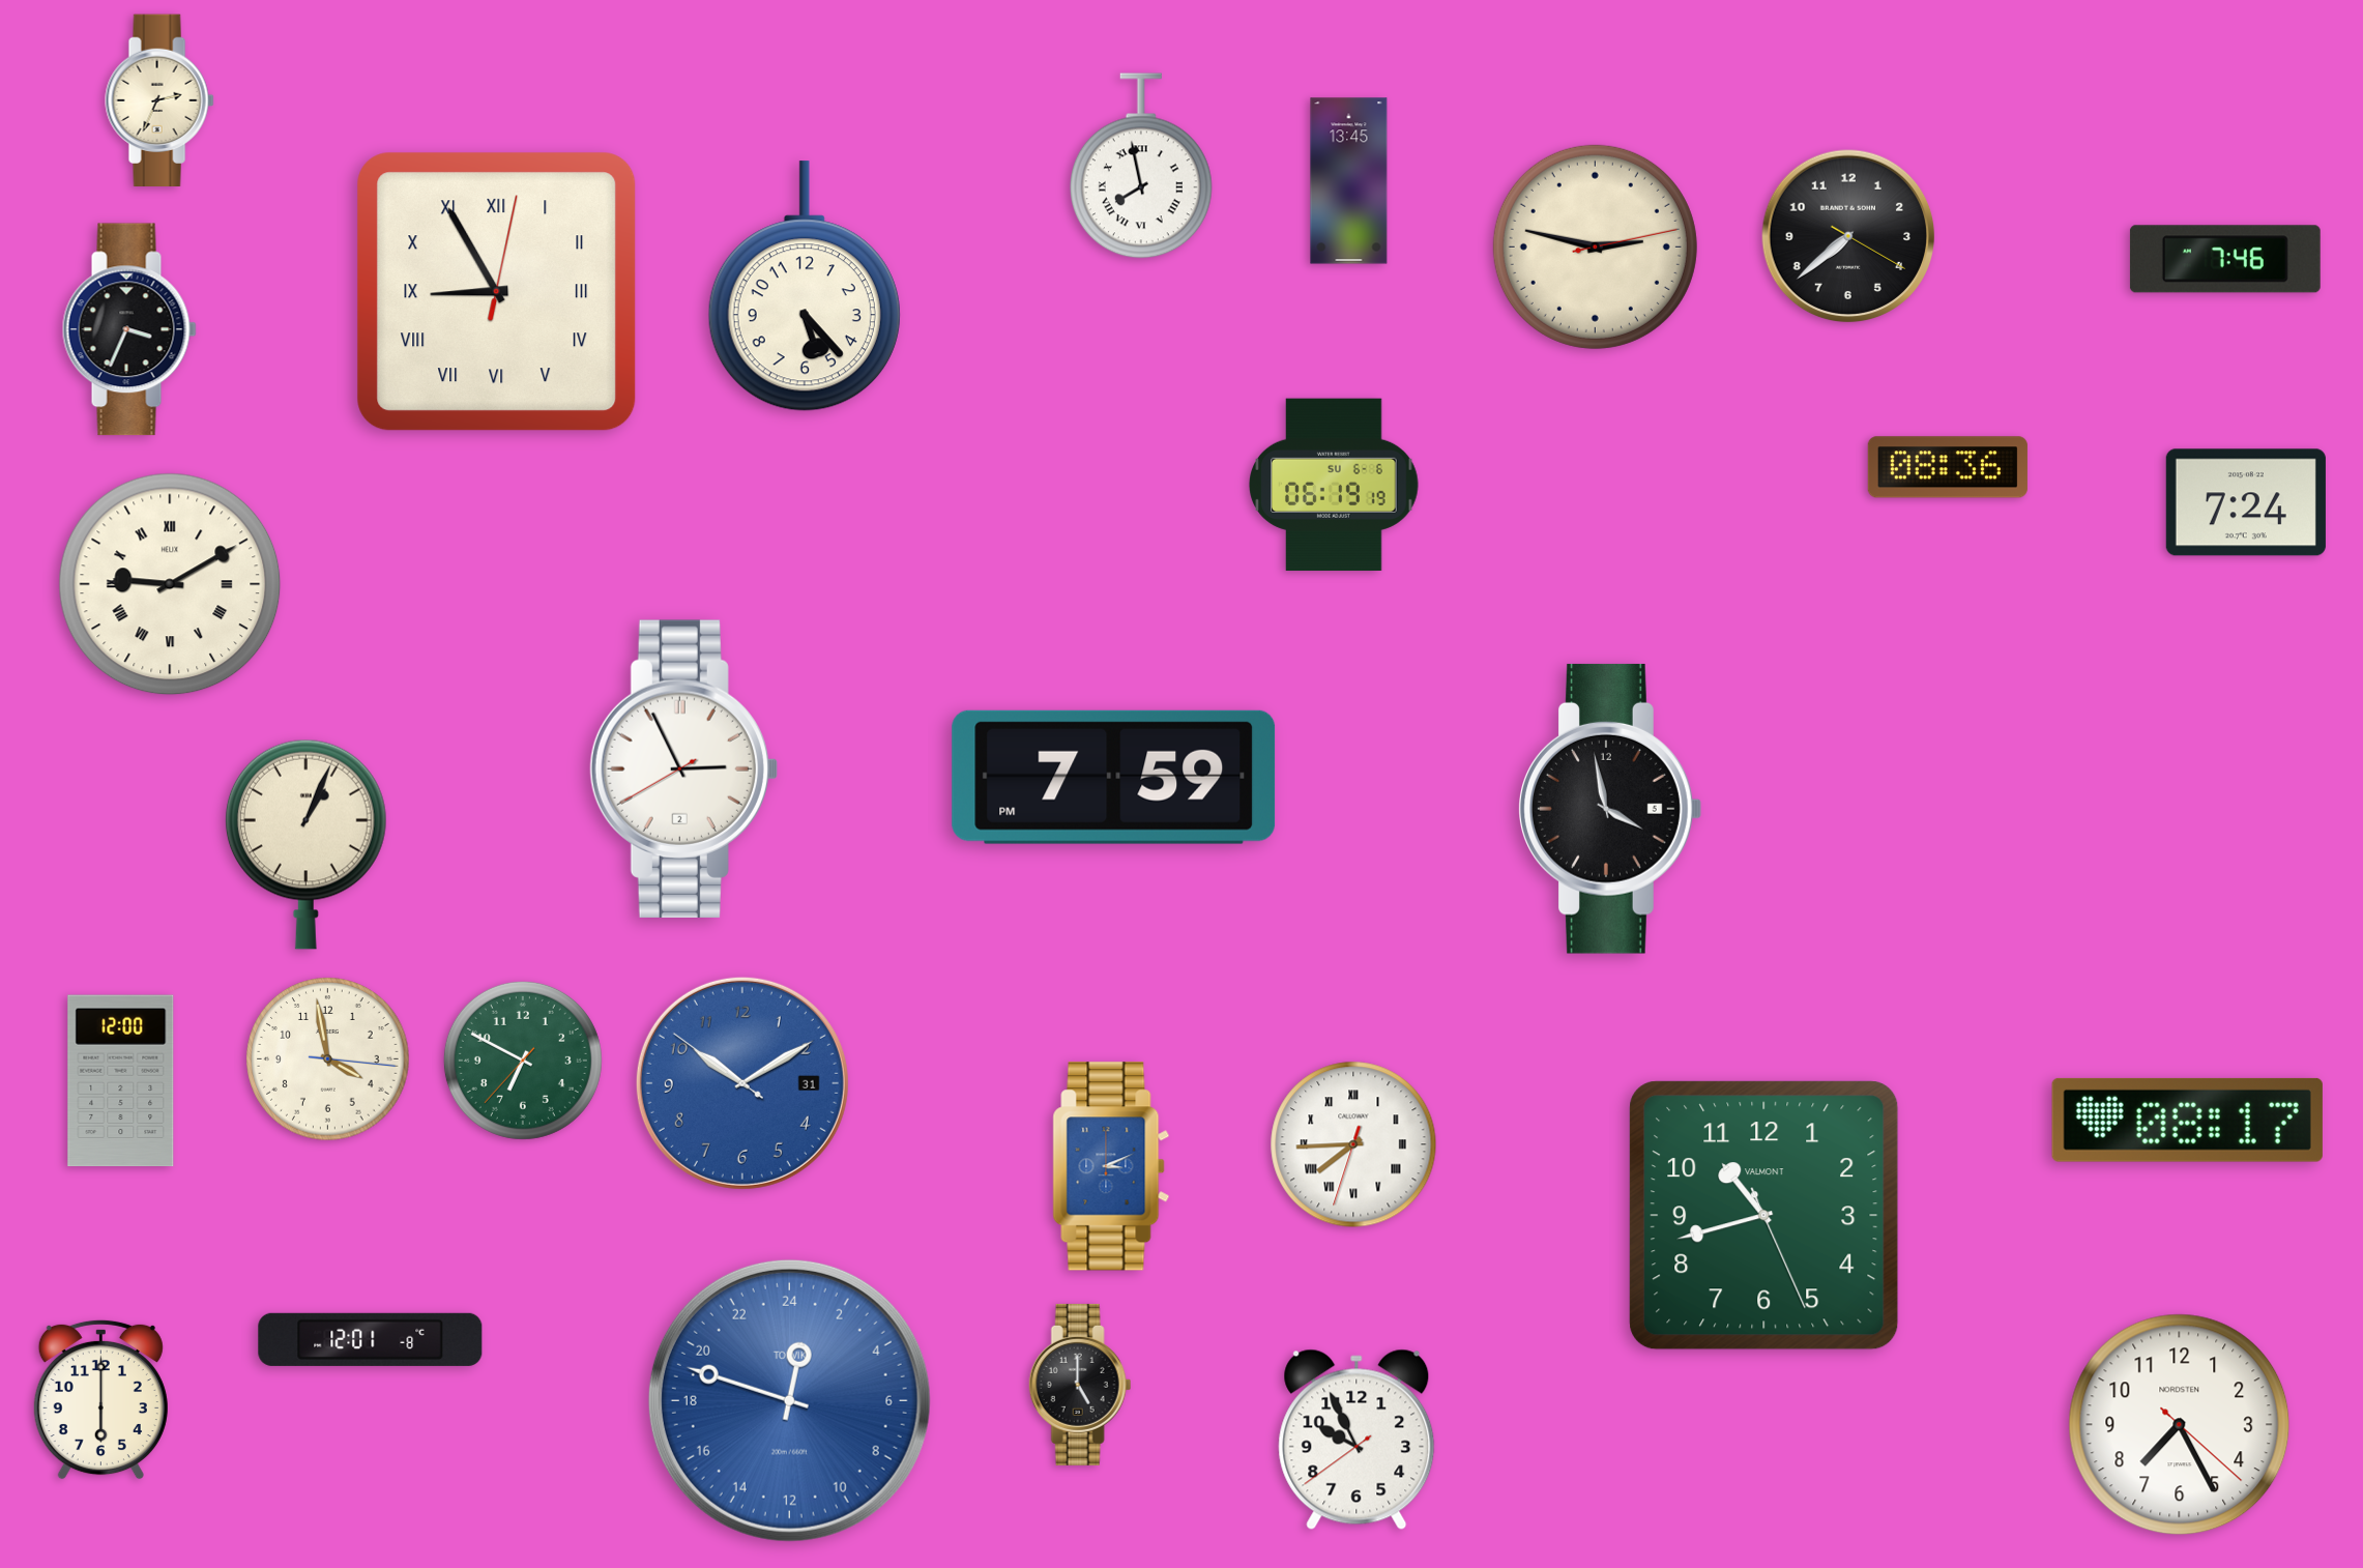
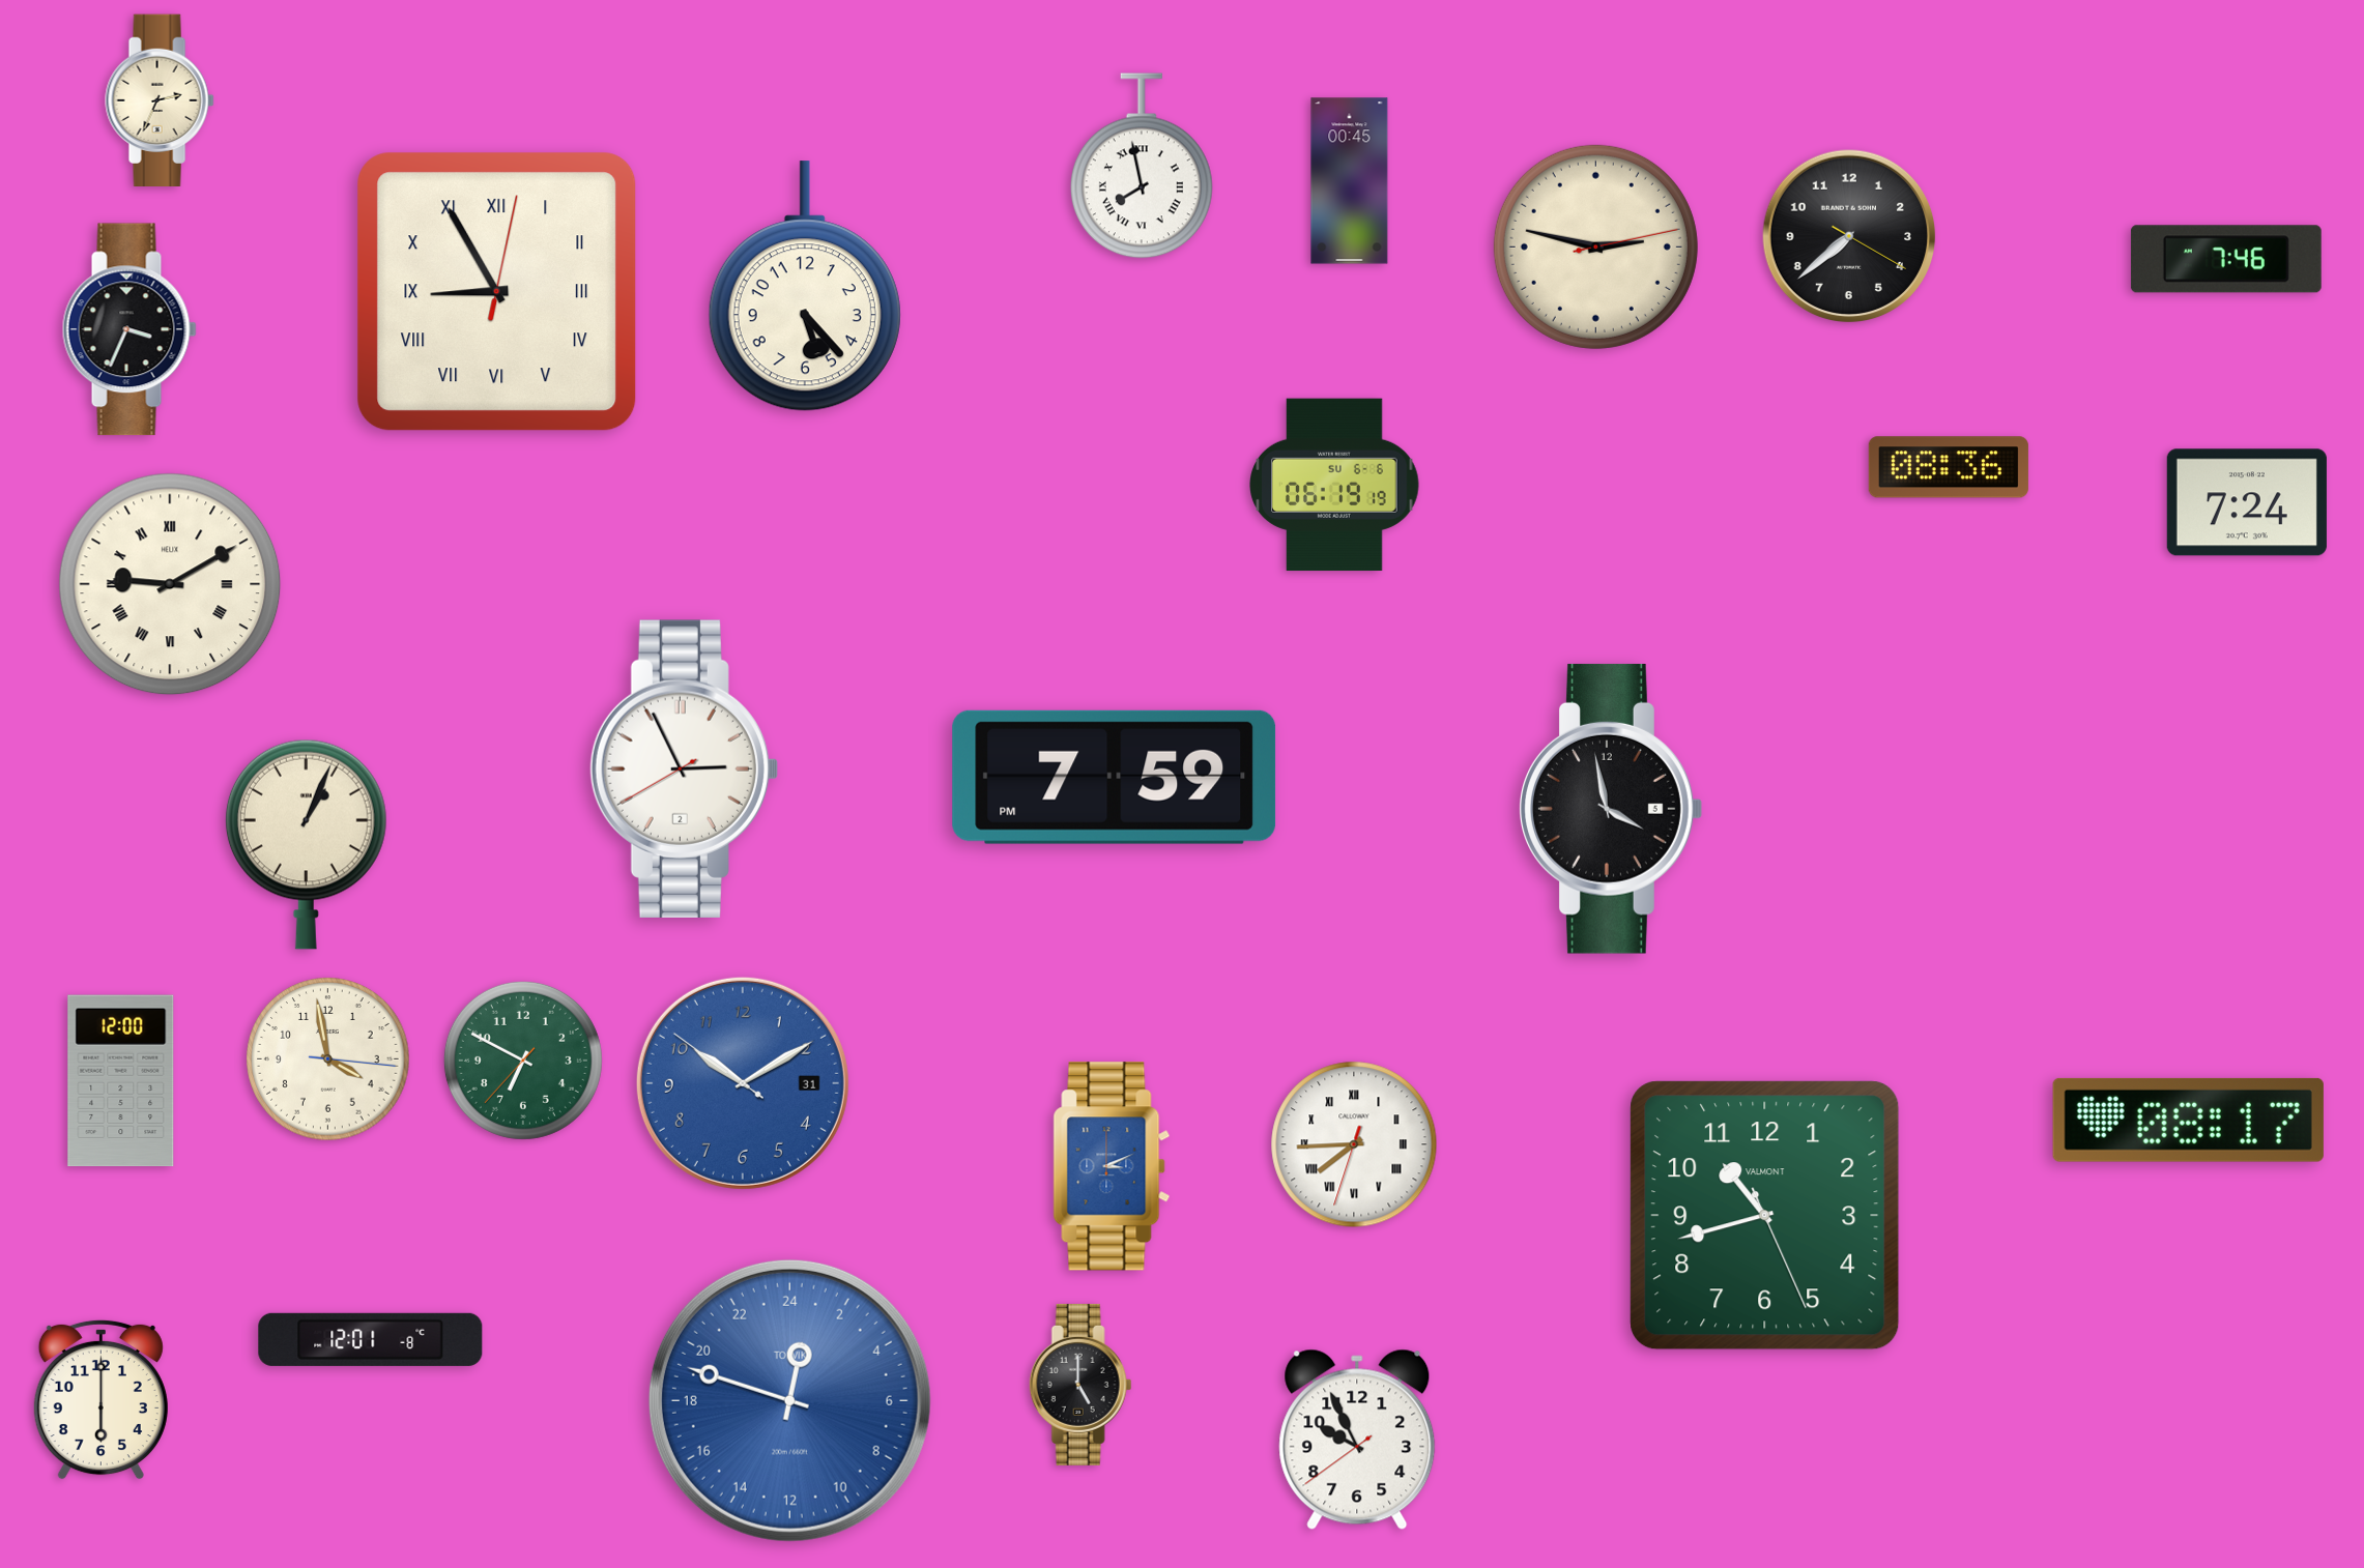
clock at (1349, 181): 13:45 -> 00:45
clock at (2180, 1425): 7:25 -> none
